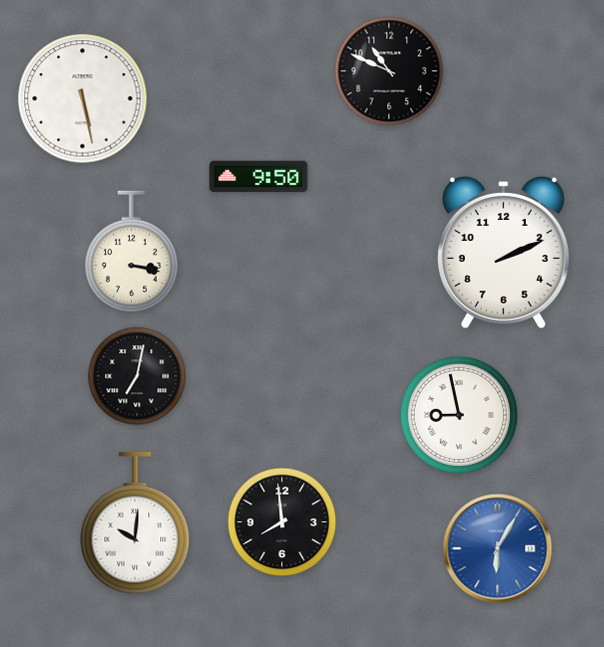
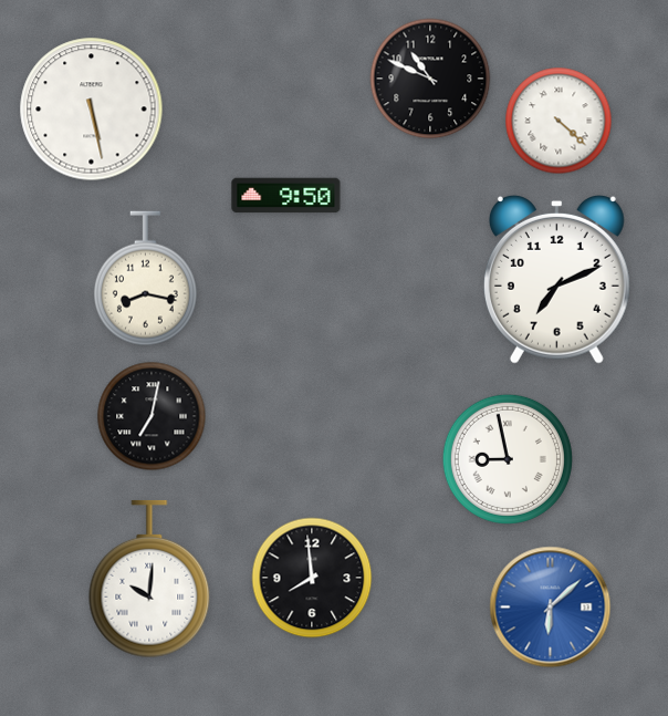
clock at (559, 121): none -> 4:22
clock at (131, 252): 3:17 -> 8:17
clock at (503, 252): 2:11 -> 7:11
clock at (498, 549): 6:05 -> 6:08
